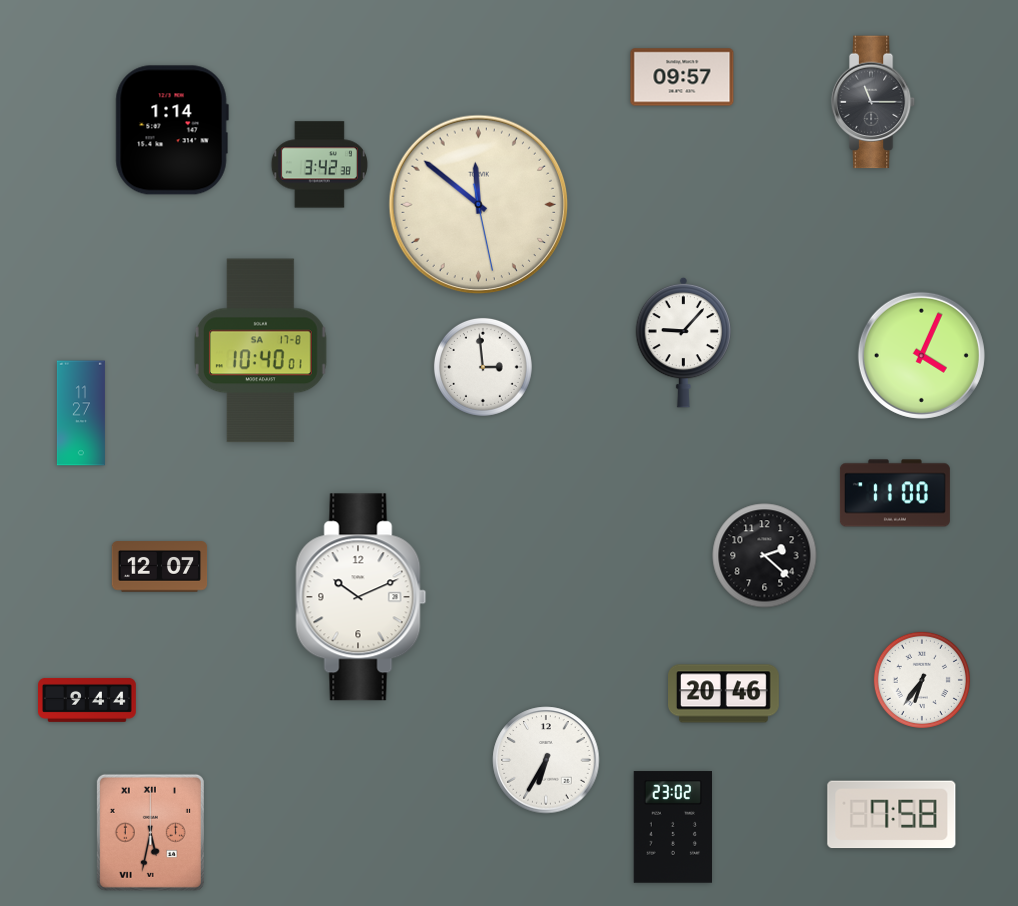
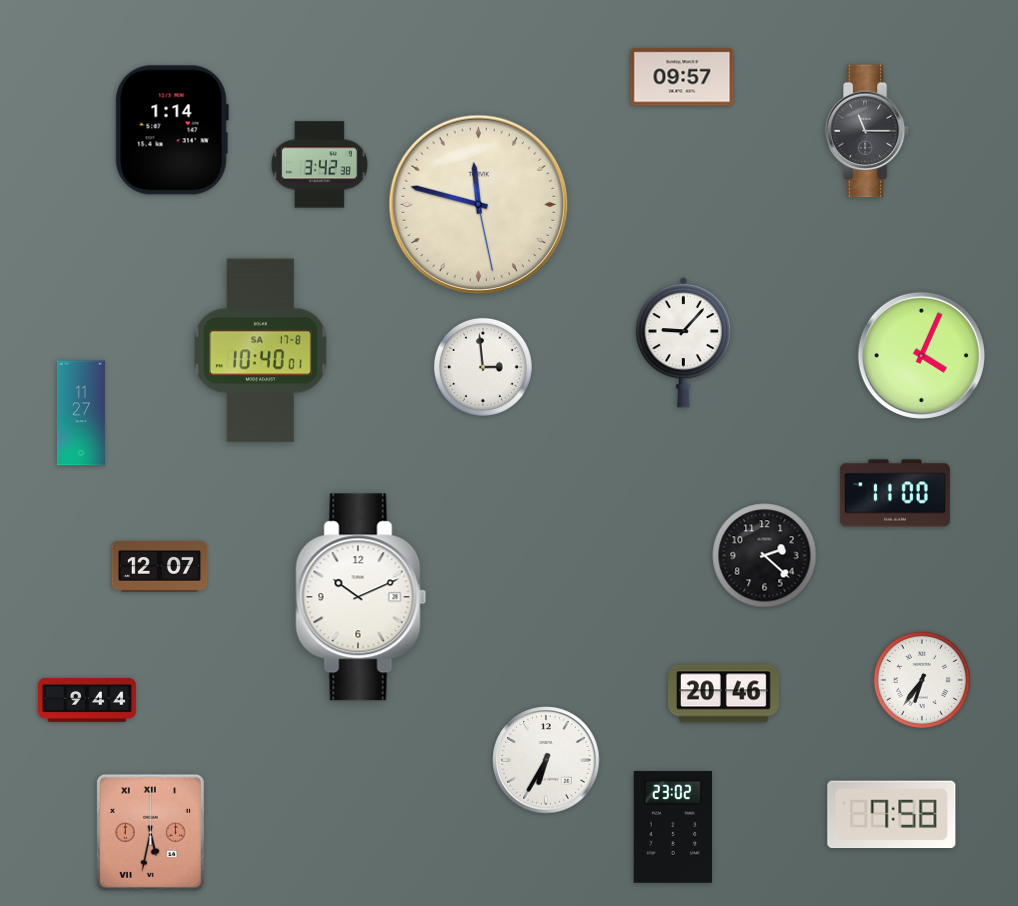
clock at (873, 102) position: (873, 102) -> (867, 131)
clock at (479, 205): 11:51 -> 11:47
